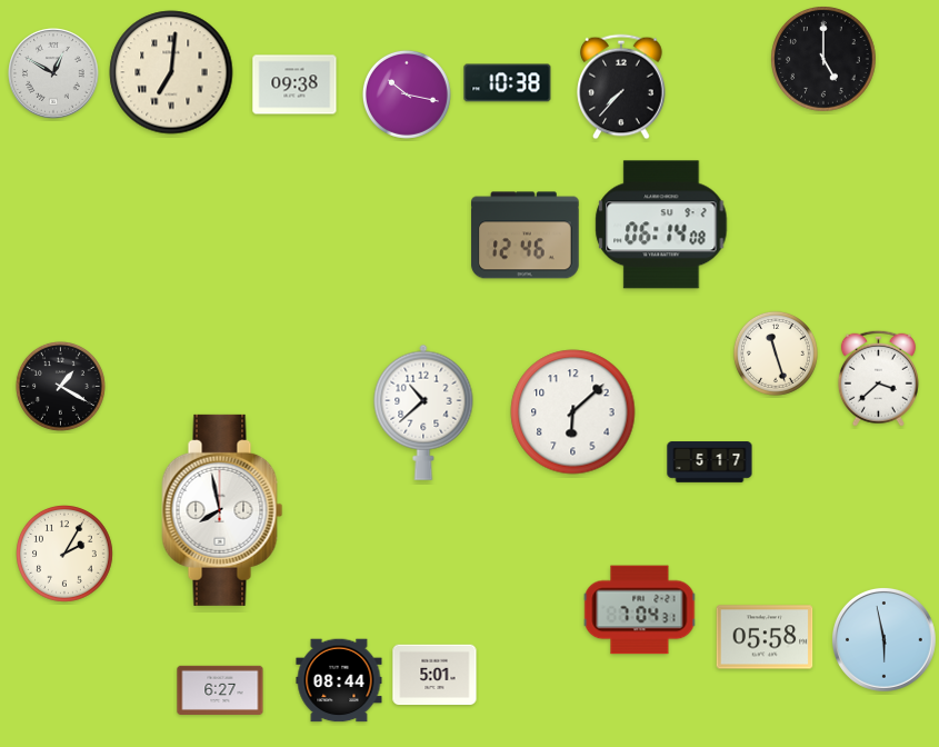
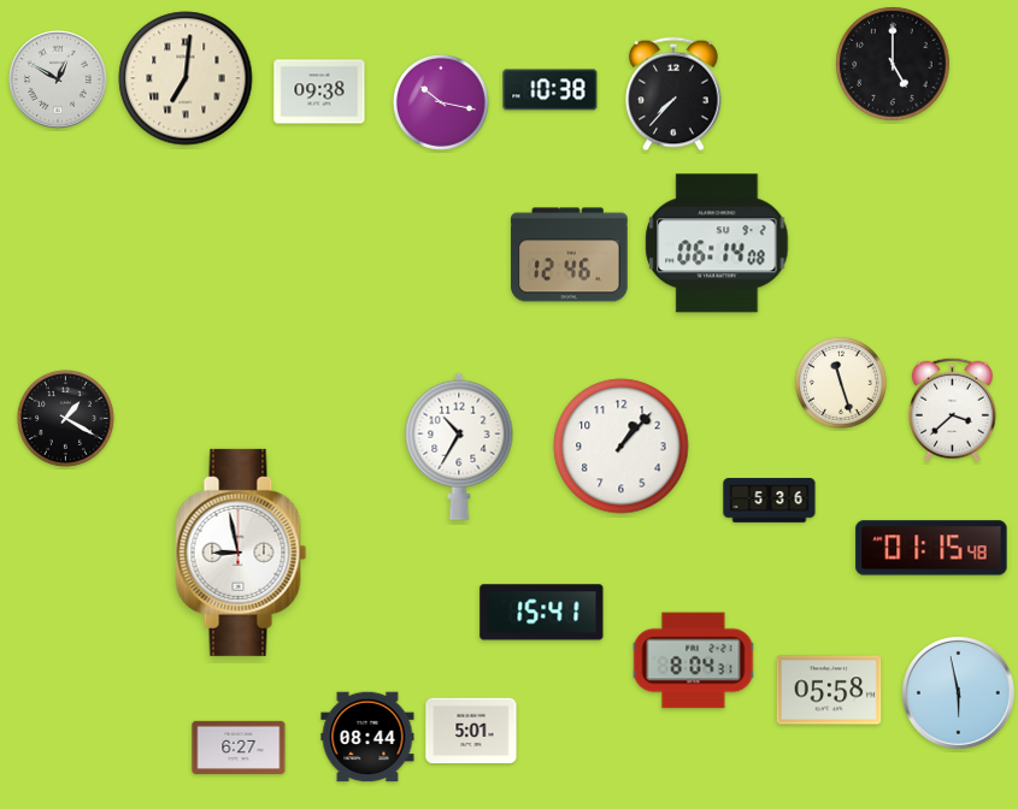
clock at (423, 412): 10:38 -> 10:35
clock at (573, 412): 6:08 -> 1:07
clock at (710, 462): 5:17 -> 5:36
clock at (931, 548): none -> 01:15
clock at (222, 510): 7:58 -> 8:58
clock at (66, 555): 2:05 -> none
clock at (542, 613): none -> 15:41
clock at (640, 610): 7:04 -> 8:04
